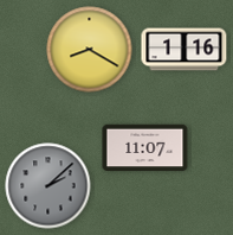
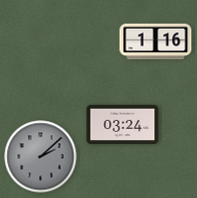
clock at (90, 50): 8:20 -> none
clock at (145, 148): 11:07 -> 03:24
